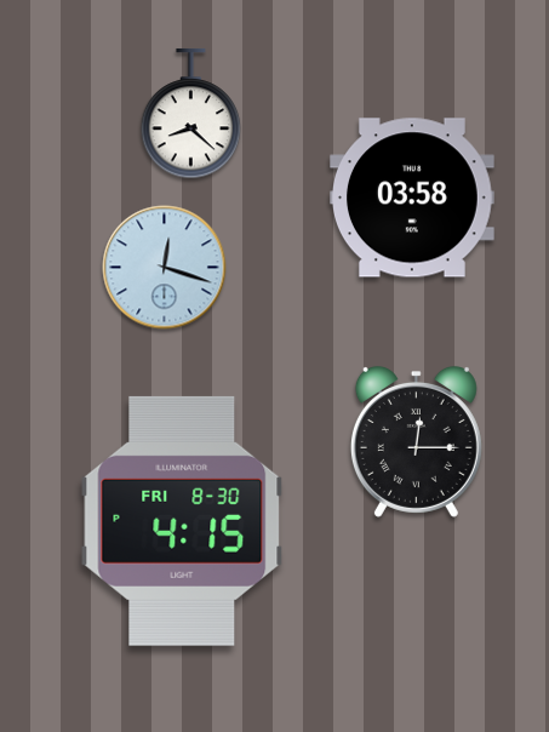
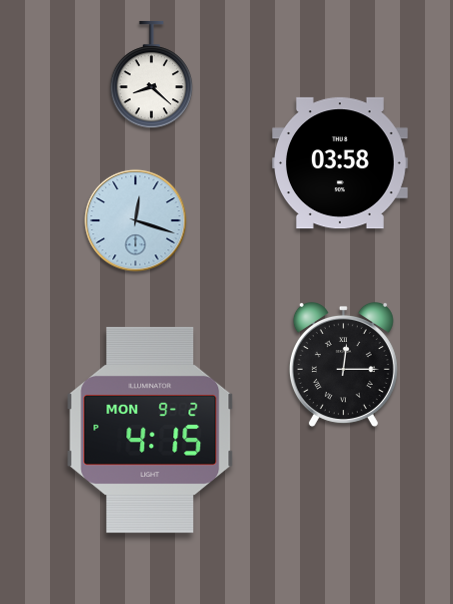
clock at (191, 114) position: (191, 114) -> (152, 75)
clock at (182, 521) date: FRI 8-30 -> MON 9-2
